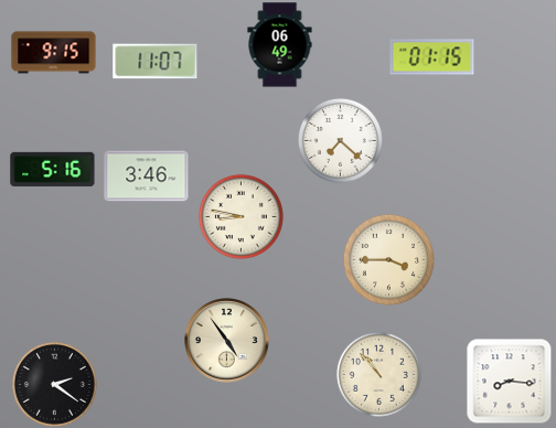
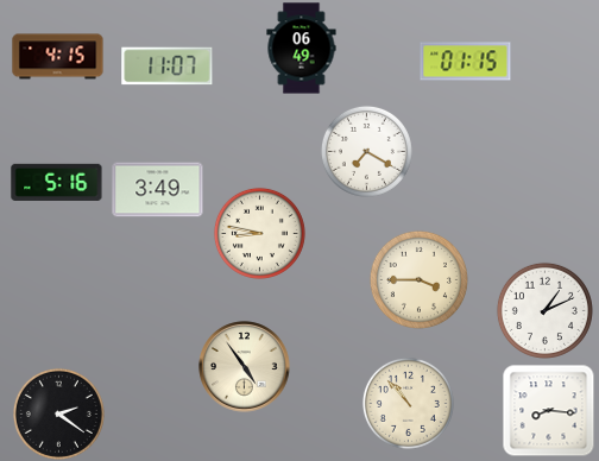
clock at (54, 53): 9:15 -> 4:15
clock at (340, 140): 7:22 -> 7:20
clock at (147, 176): 3:46 -> 3:49
clock at (544, 310): none -> 1:11
